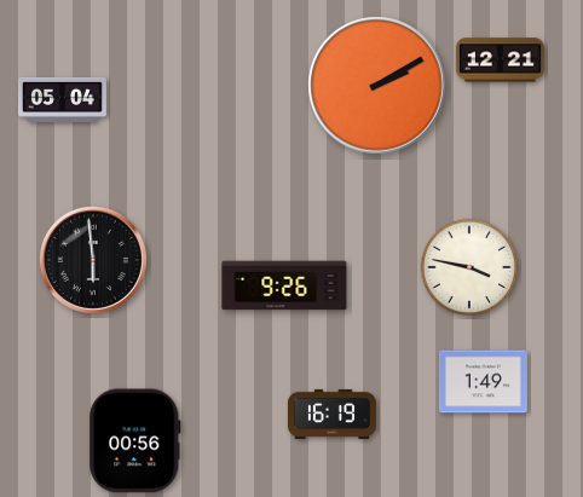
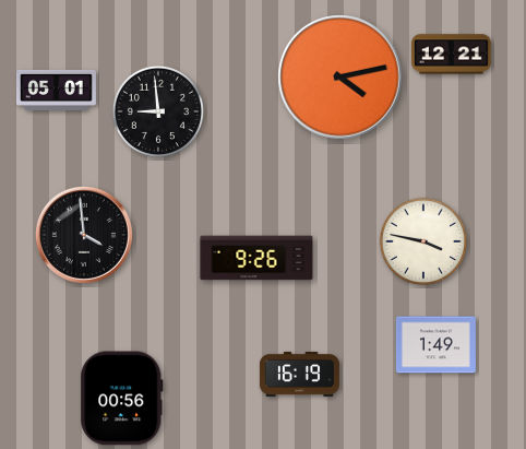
clock at (377, 86): 2:10 -> 4:13
clock at (62, 99): 05:04 -> 05:01
clock at (158, 111): none -> 8:59
clock at (93, 260): 5:59 -> 3:59
